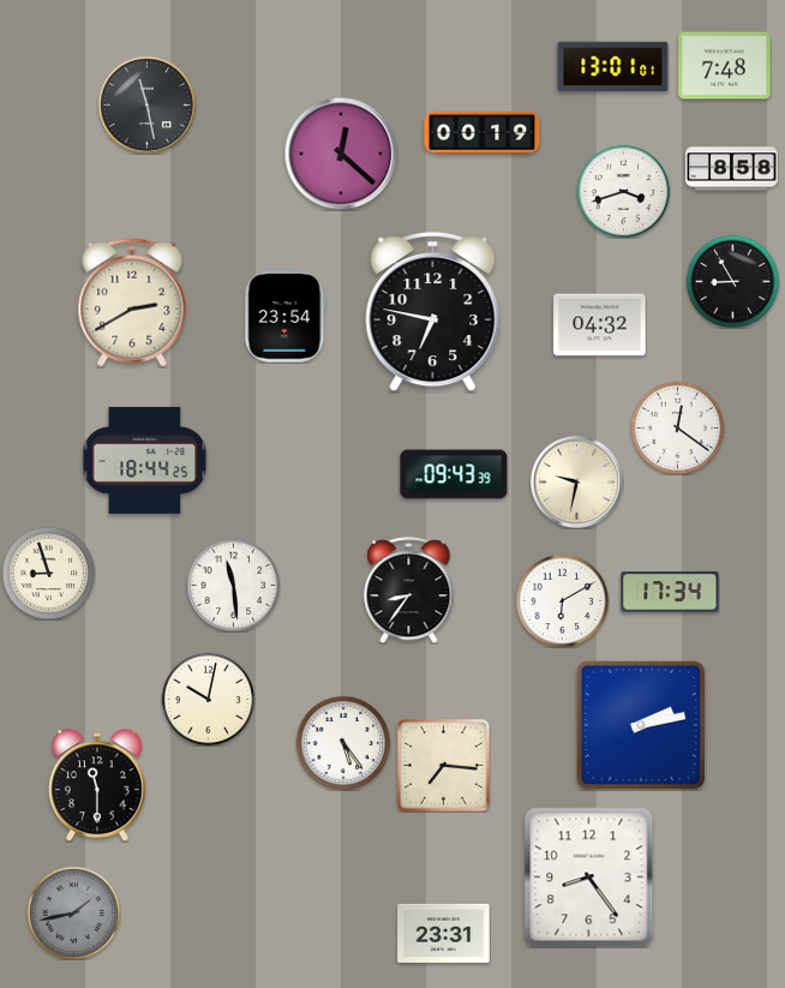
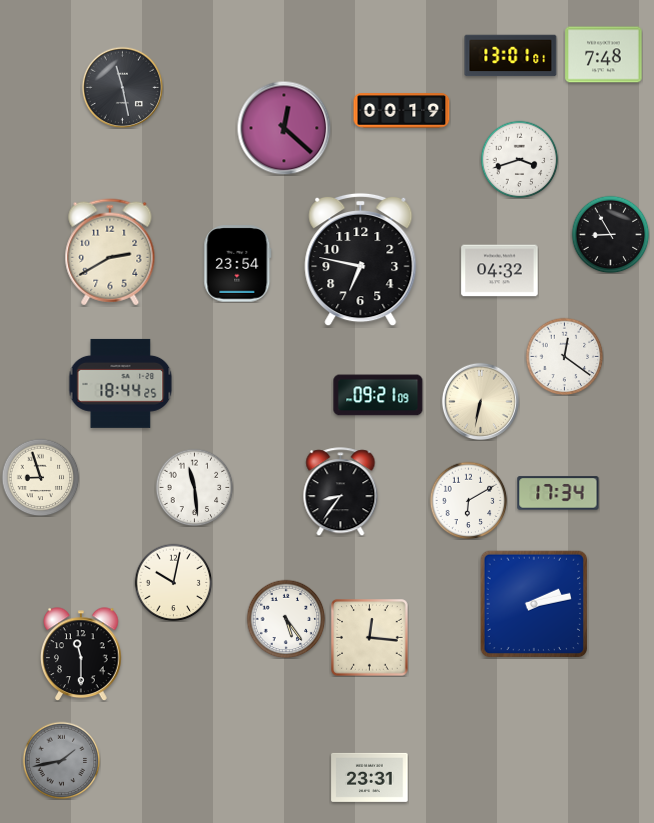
clock at (732, 169): 8:58 -> none
clock at (454, 474): 09:43 -> 09:21
clock at (576, 481): 9:32 -> 6:32
clock at (444, 766): 7:16 -> 12:16
clock at (589, 878): 8:24 -> none
